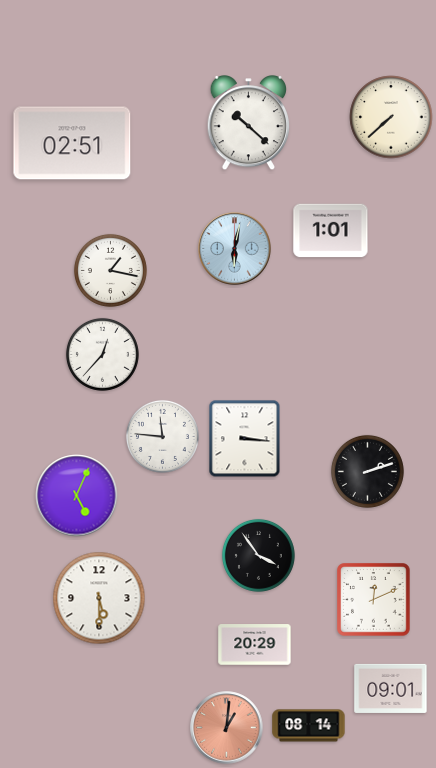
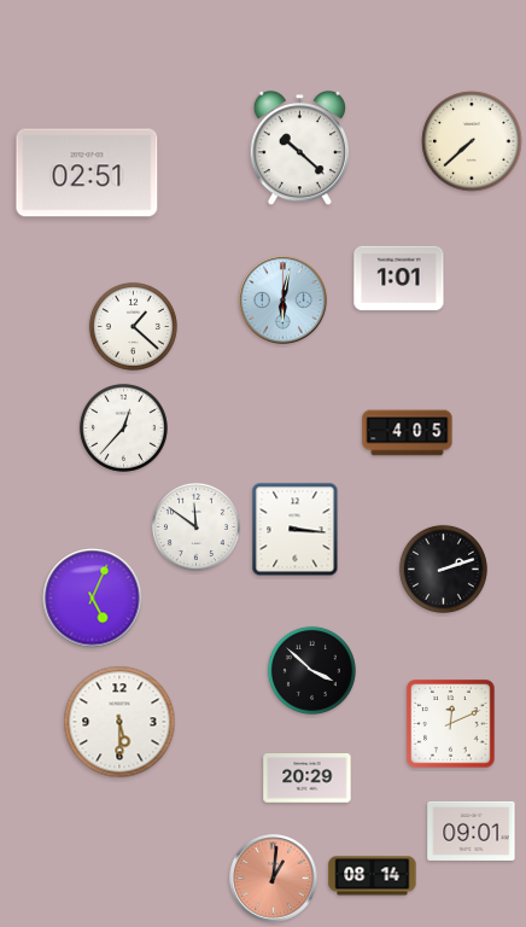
clock at (110, 270): 1:17 -> 1:22
clock at (408, 433): none -> 4:05
clock at (162, 436): 11:46 -> 11:51
clock at (258, 555): 3:54 -> 3:52
